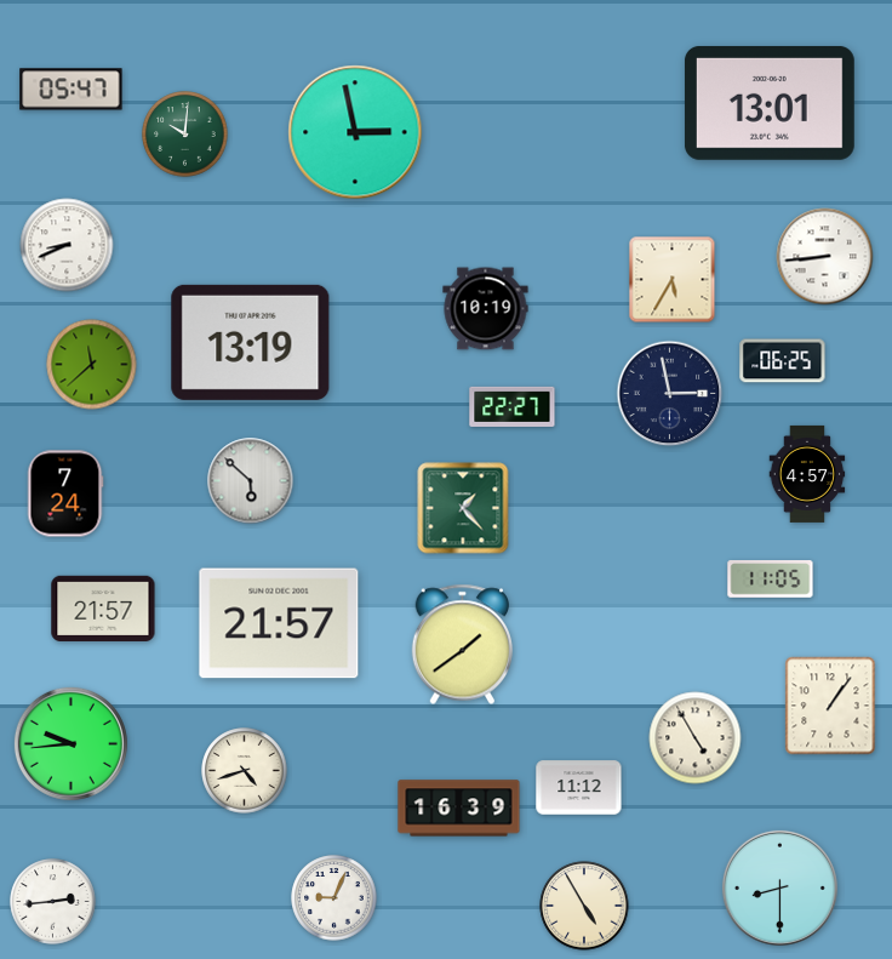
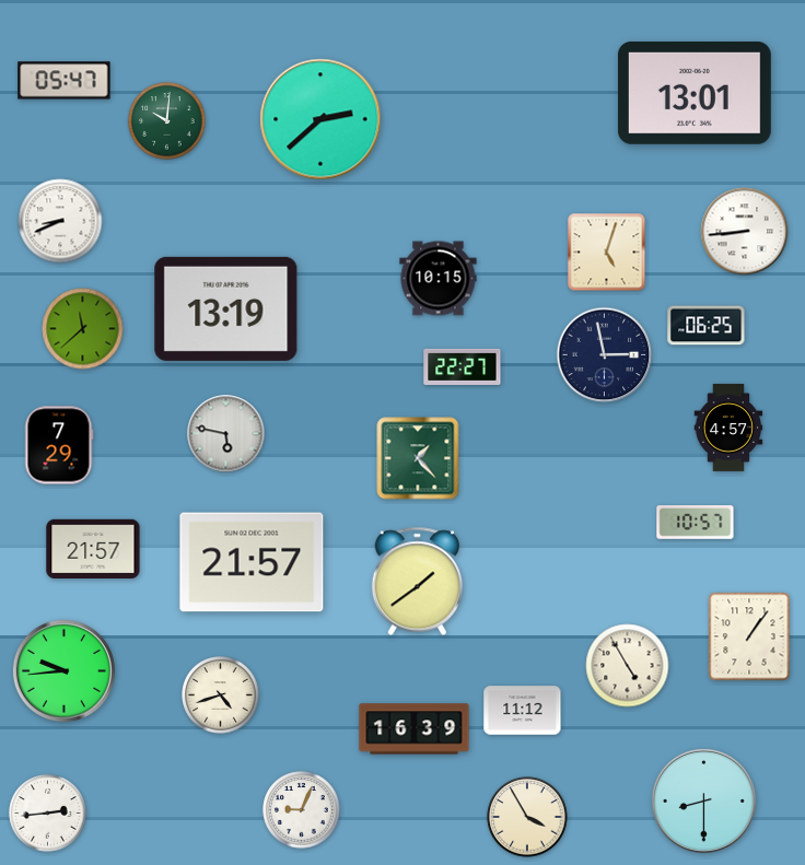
clock at (355, 132): 2:58 -> 2:38
clock at (673, 280): 5:35 -> 5:03
clock at (486, 309): 10:19 -> 10:15
clock at (251, 481): 5:52 -> 5:47
clock at (65, 493): 7:24 -> 7:29
clock at (771, 580): 11:05 -> 10:57
clock at (584, 906): 4:55 -> 3:55
